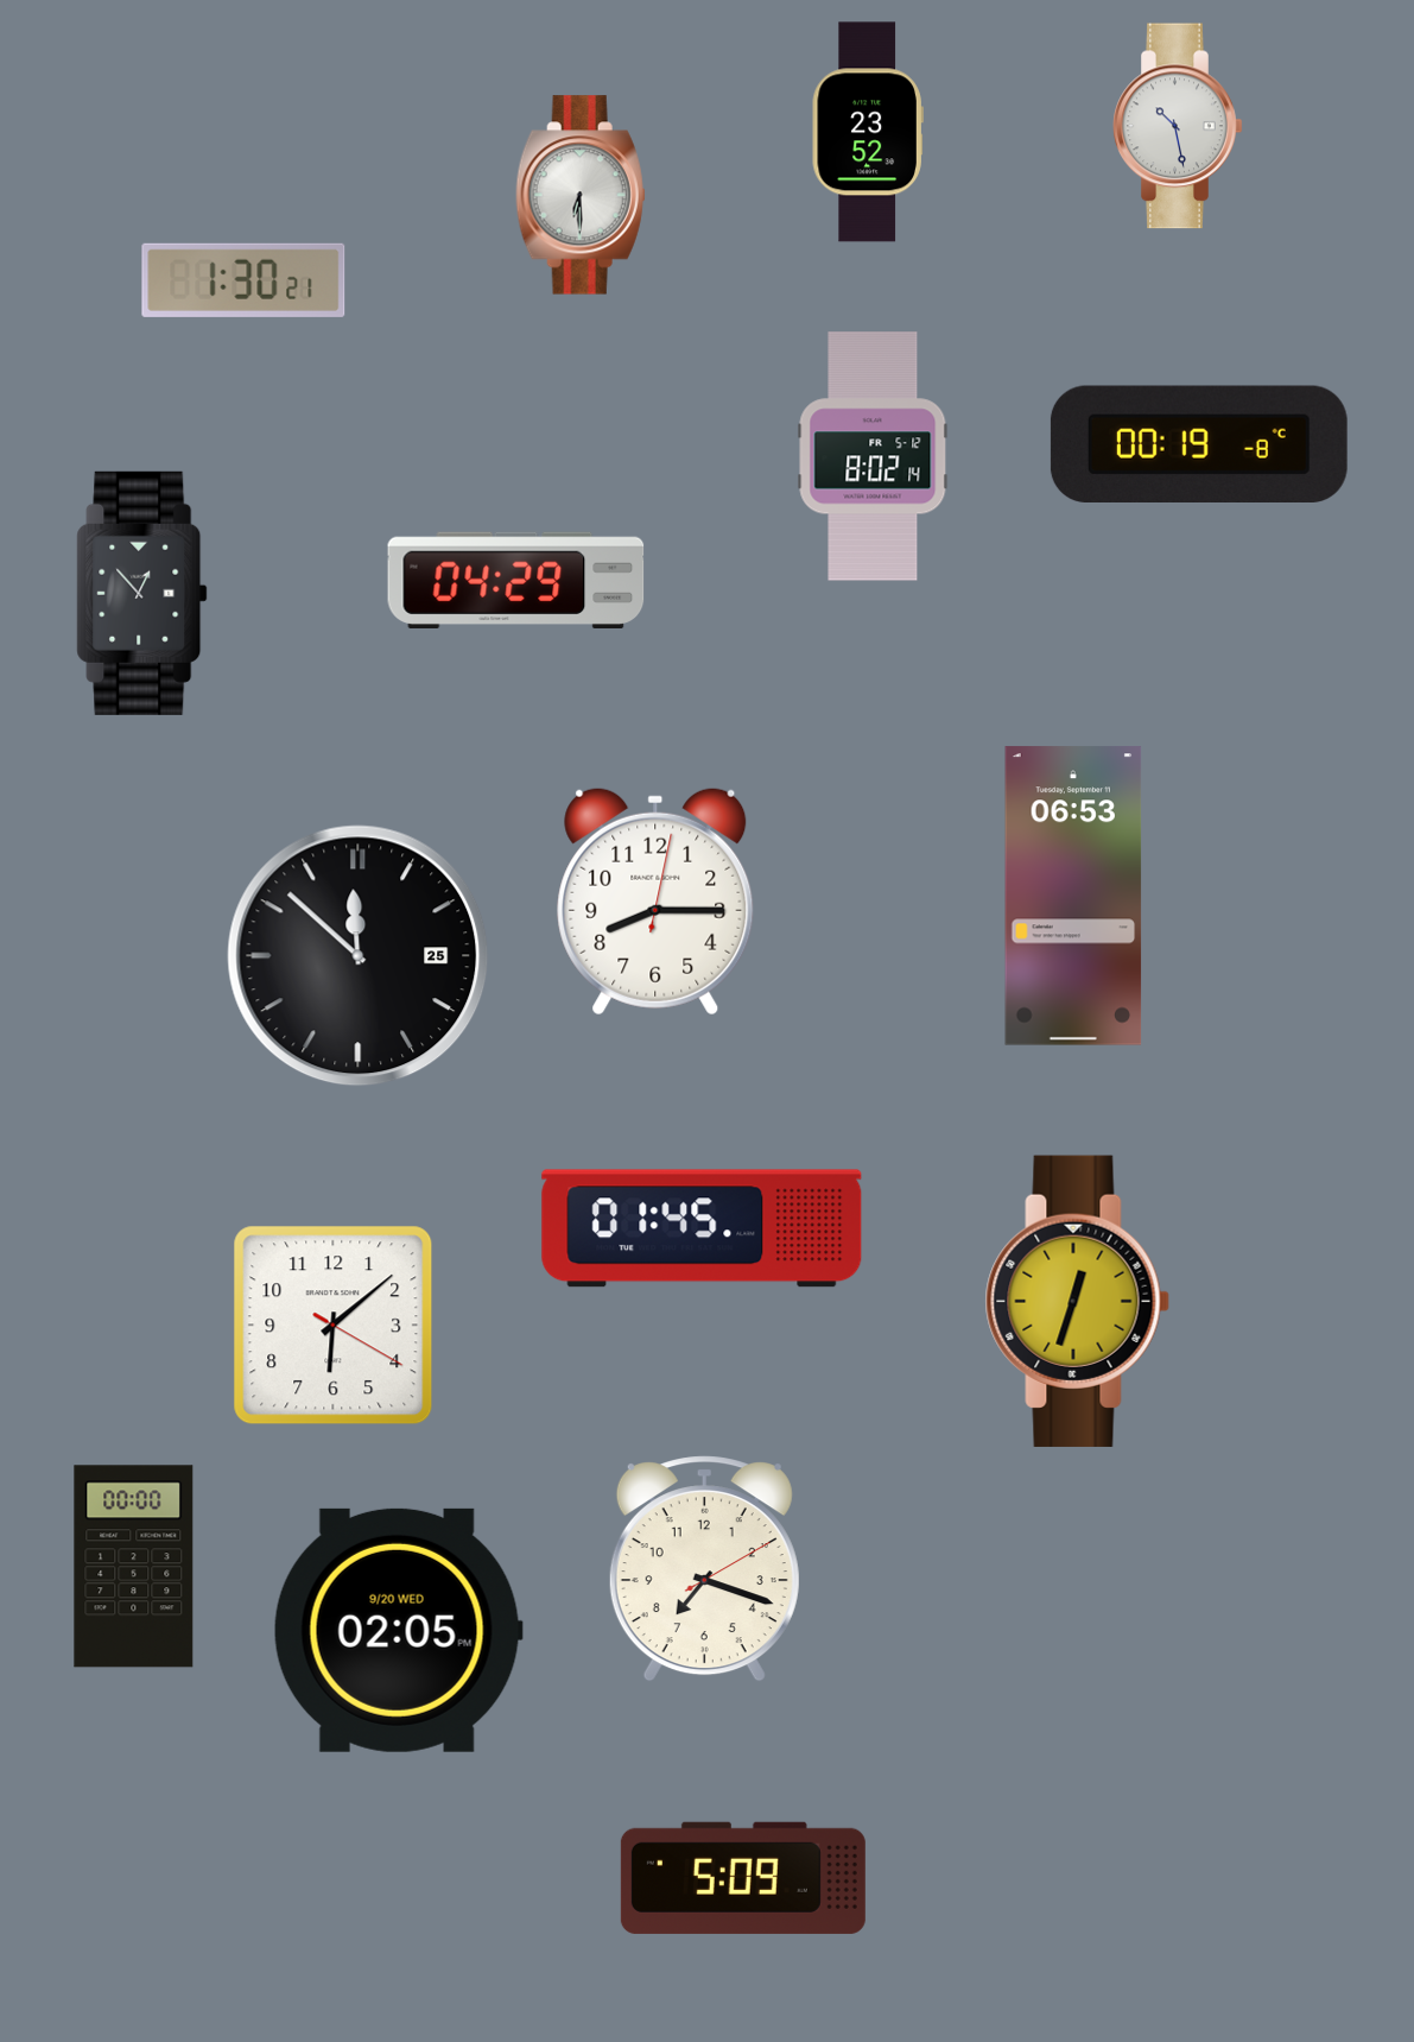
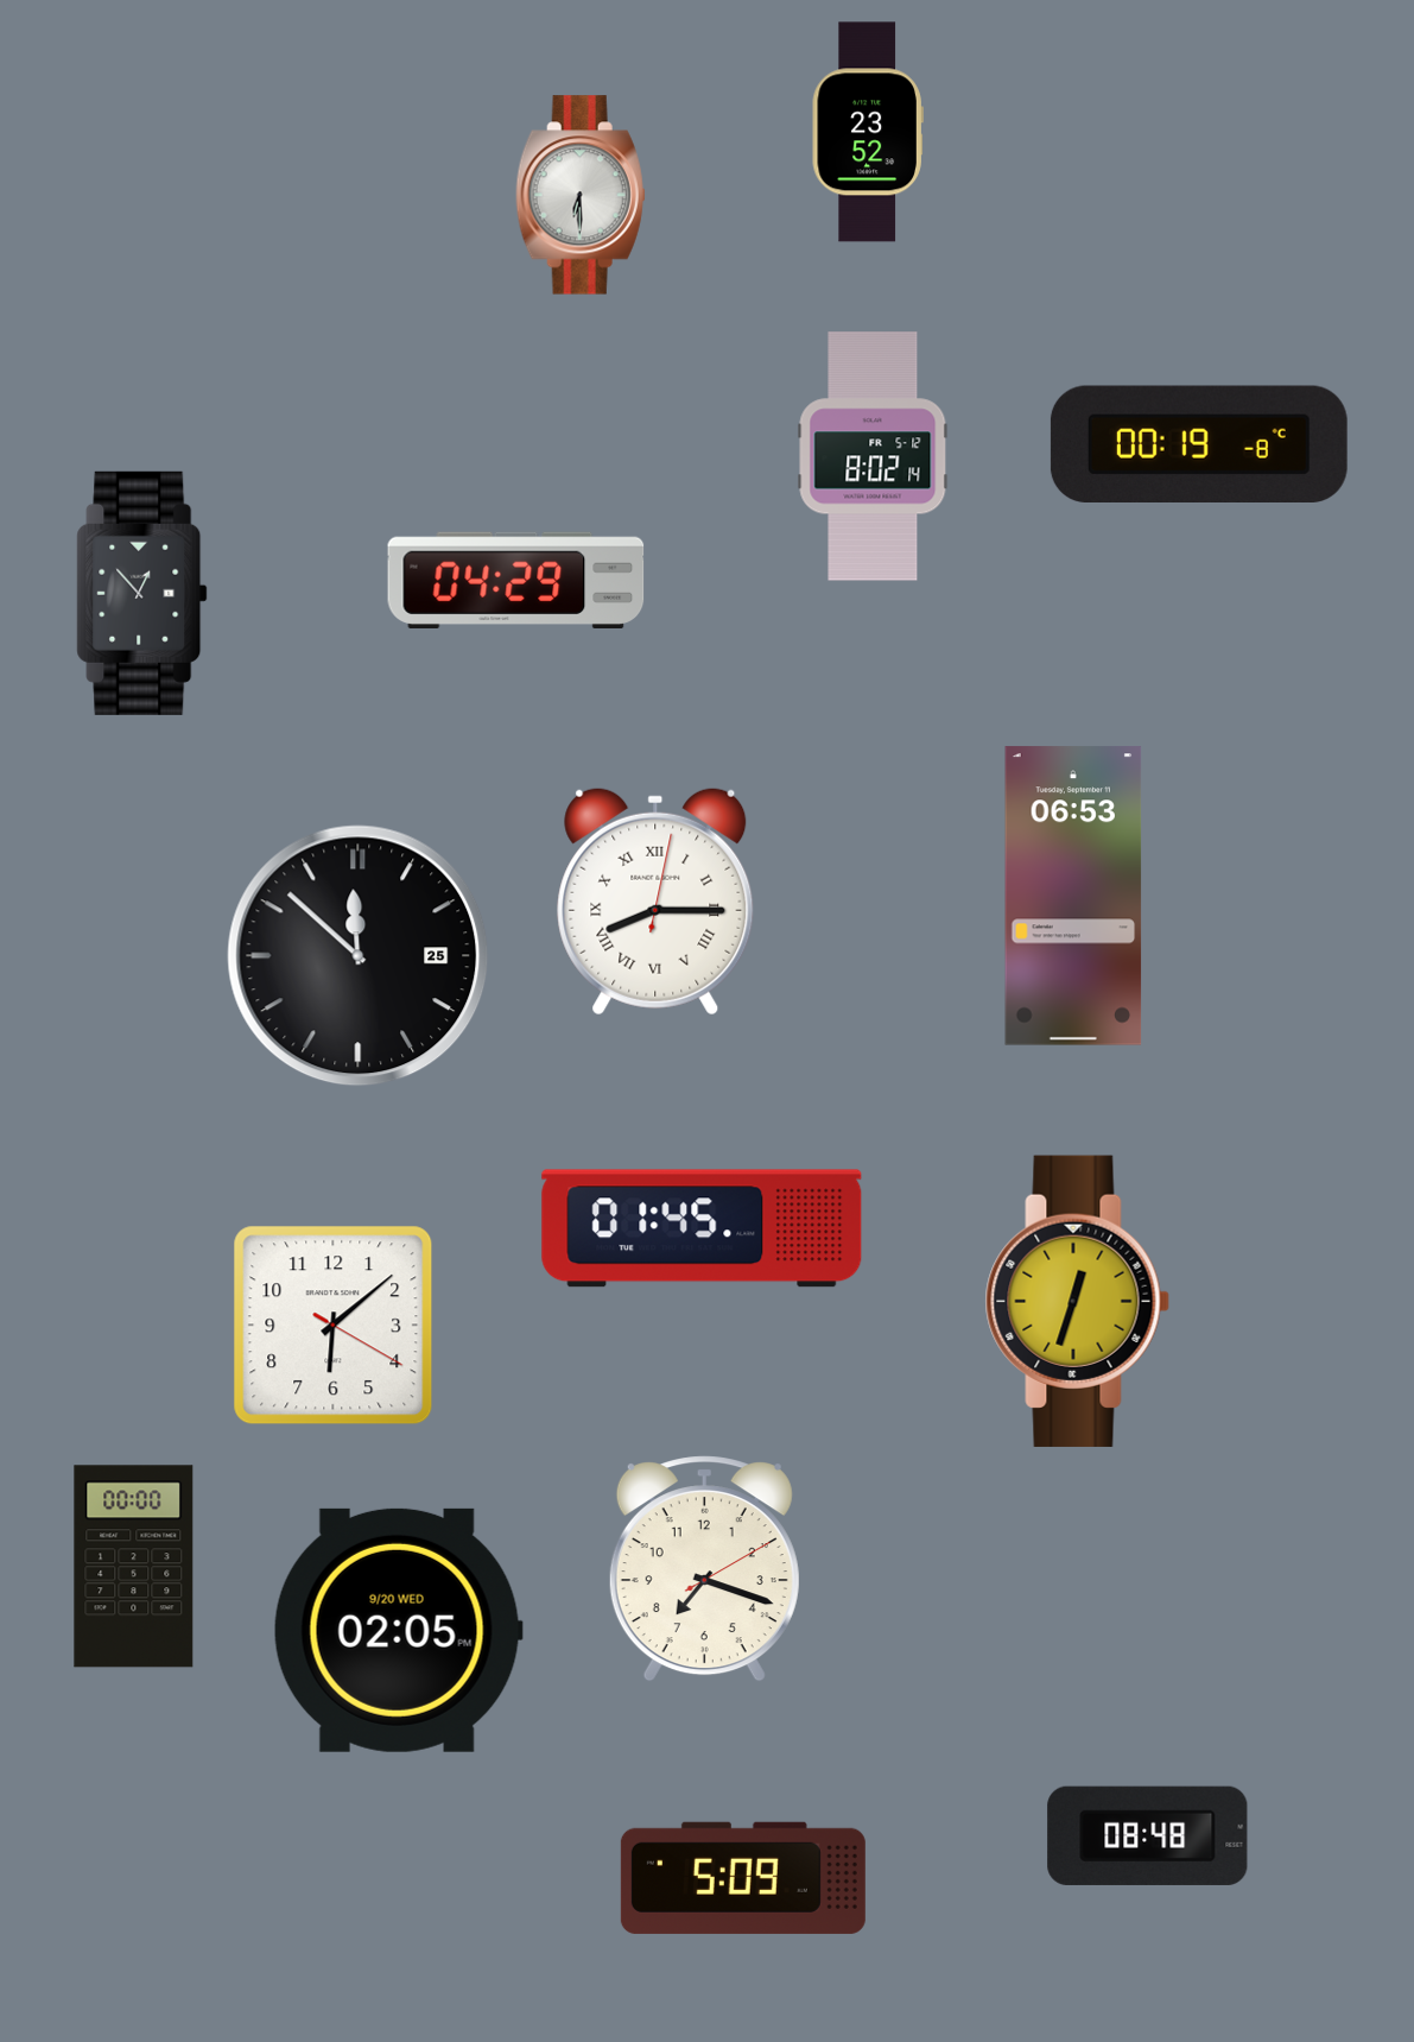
clock at (1178, 126): 10:28 -> none
clock at (243, 280): 1:30 -> none
clock at (655, 902) numerals: Arabic -> Roman
clock at (1148, 1835): none -> 08:48
